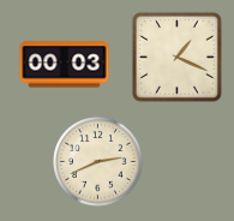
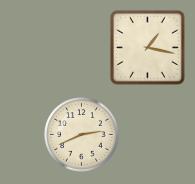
clock at (176, 56): 1:19 -> 1:17
clock at (65, 65): 00:03 -> none
